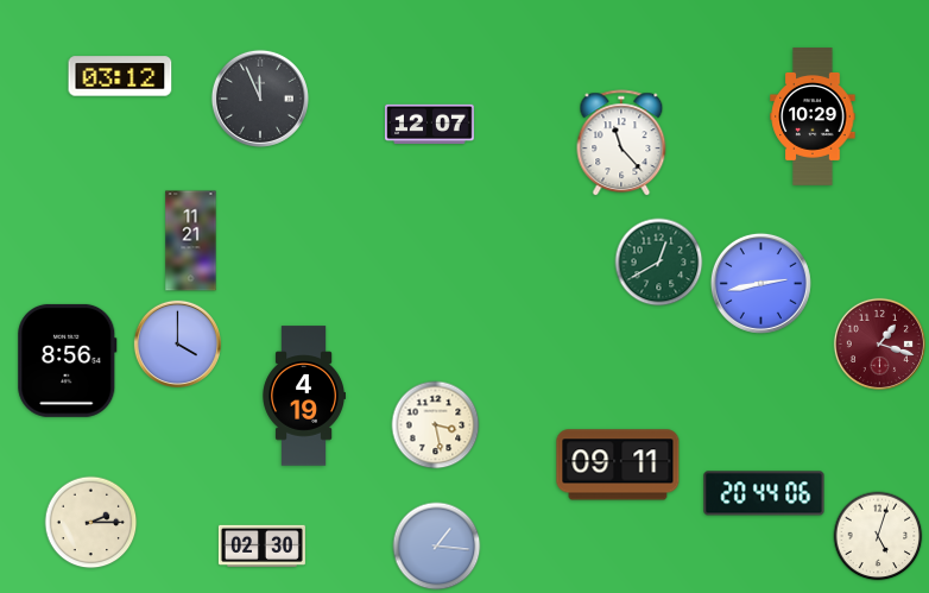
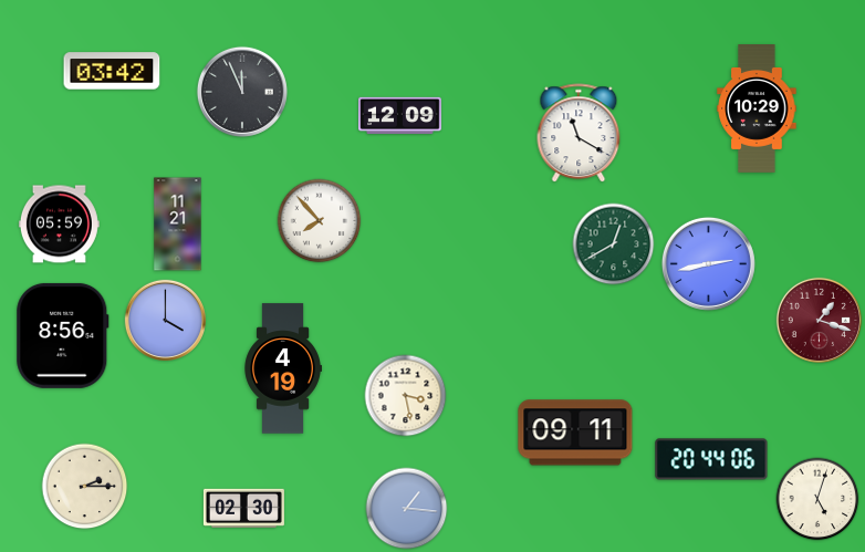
clock at (120, 76): 03:12 -> 03:42
clock at (430, 124): 12:07 -> 12:09
clock at (621, 144): 11:23 -> 11:20
clock at (320, 221): none -> 7:53
clock at (59, 225): none -> 05:59
